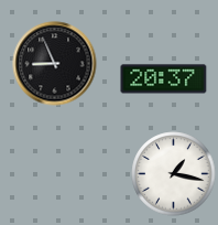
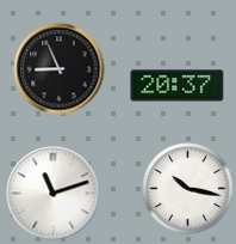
clock at (174, 174): 1:17 -> 10:17
clock at (54, 194): none -> 11:12
